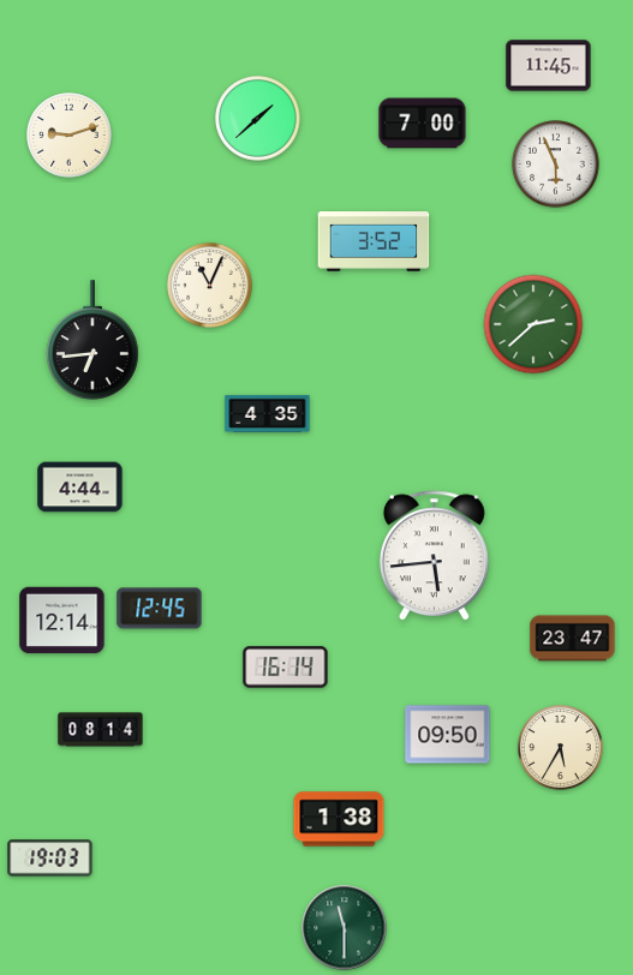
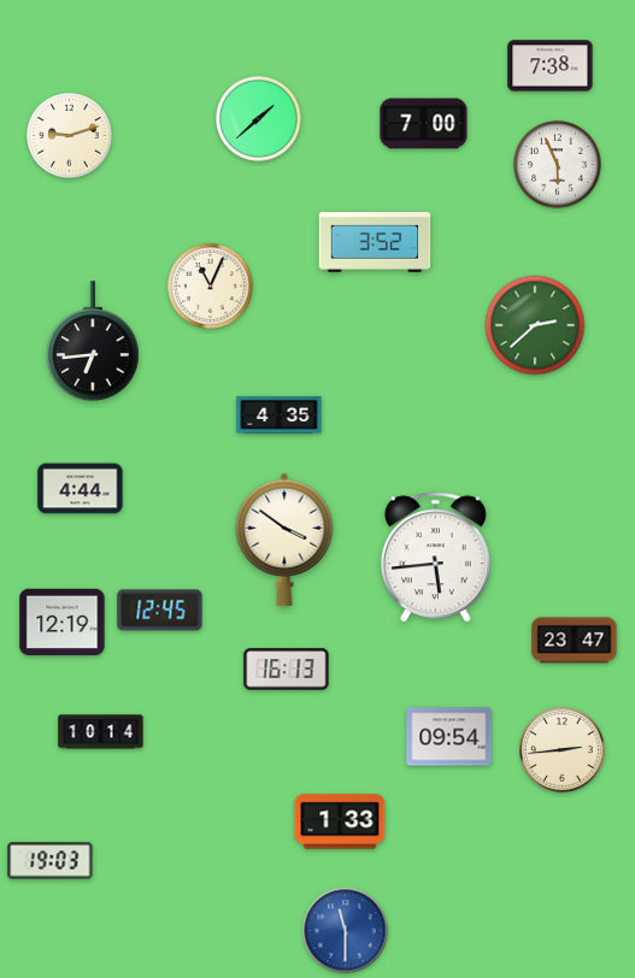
clock at (549, 66): 11:45 -> 7:38
clock at (268, 413) position: (268, 413) -> (280, 414)
clock at (284, 540): none -> 3:51
clock at (62, 621): 12:14 -> 12:19
clock at (286, 668): 16:14 -> 16:13
clock at (101, 730): 08:14 -> 10:14
clock at (448, 735): 09:50 -> 09:54
clock at (561, 748): 5:35 -> 2:44
clock at (339, 819): 1:38 -> 1:33
clock at (345, 928) dial: green -> blue
